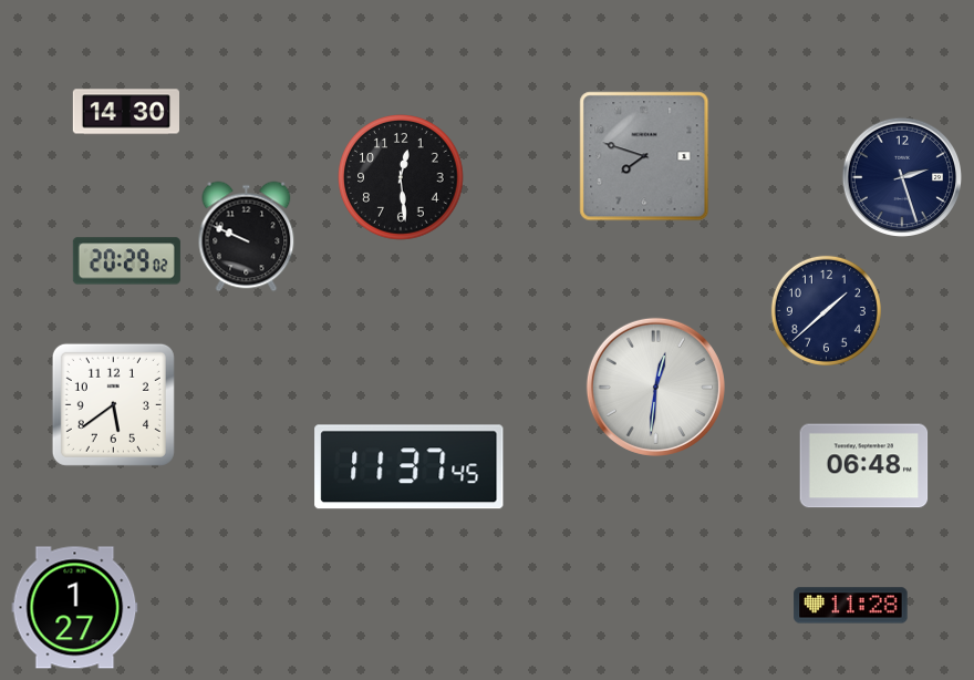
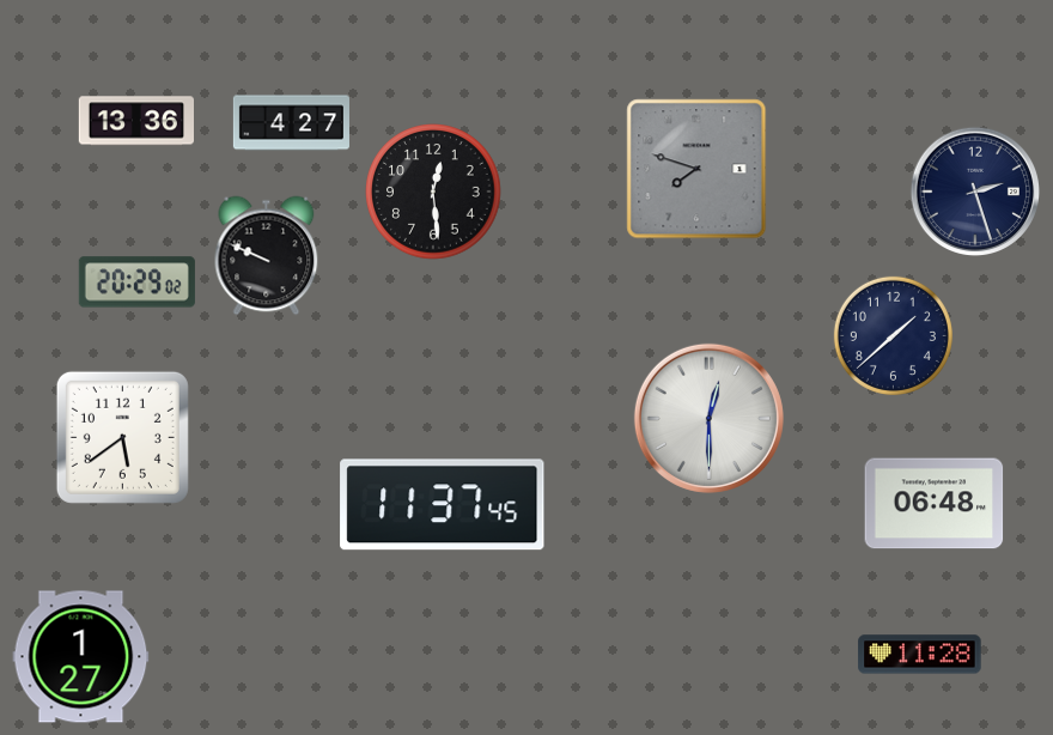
clock at (125, 112): 14:30 -> 13:36
clock at (291, 123): none -> 4:27
clock at (655, 387): 12:31 -> 12:30
